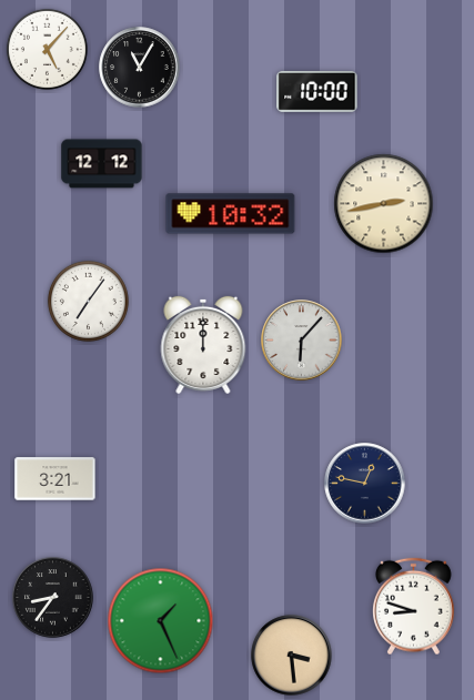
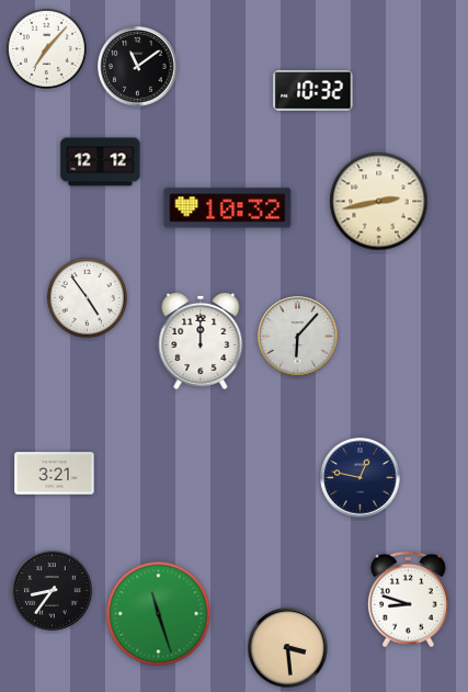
clock at (47, 49): 5:07 -> 7:07
clock at (140, 68): 11:05 -> 11:09
clock at (317, 91): 10:00 -> 10:32
clock at (231, 214) position: (231, 214) -> (228, 208)
clock at (88, 301): 7:06 -> 4:54
clock at (161, 621): 1:26 -> 11:27
